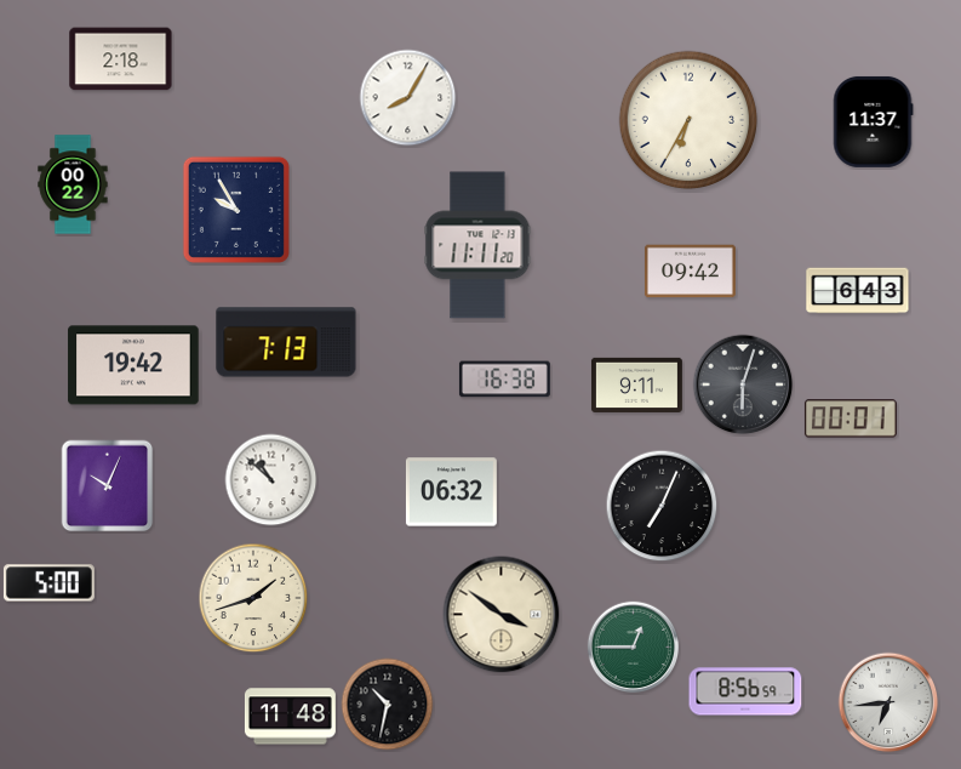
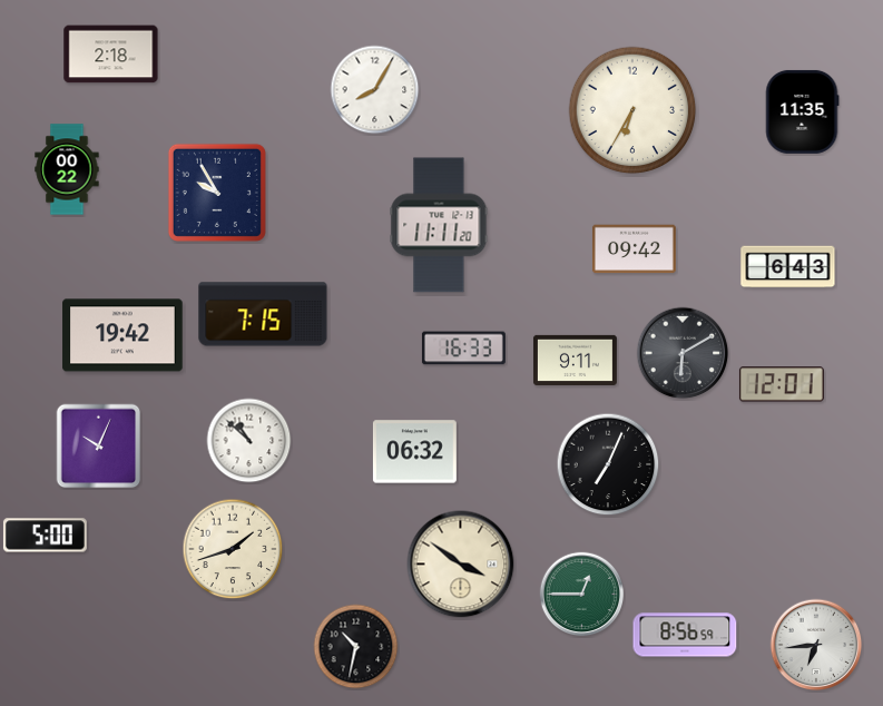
clock at (873, 121): 11:37 -> 11:35
clock at (286, 342): 7:13 -> 7:15
clock at (504, 380): 16:38 -> 16:33
clock at (636, 384) position: (636, 384) -> (575, 360)
clock at (743, 384): 6:03 -> 6:10
clock at (851, 418): 00:01 -> 12:01
clock at (290, 717): 11:48 -> none
